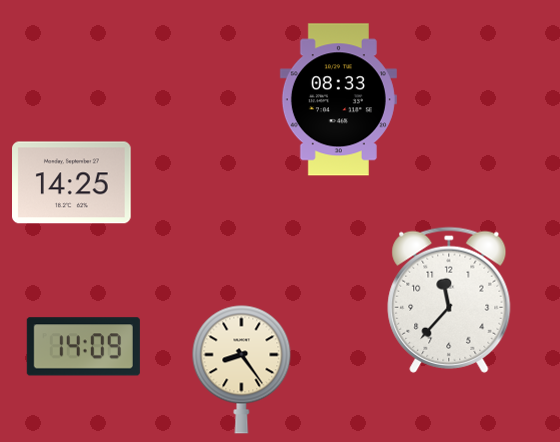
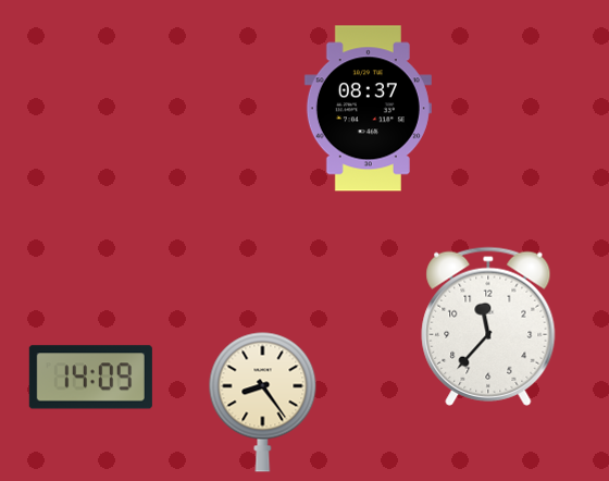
clock at (338, 100): 08:33 -> 08:37
clock at (72, 183): 14:25 -> none
